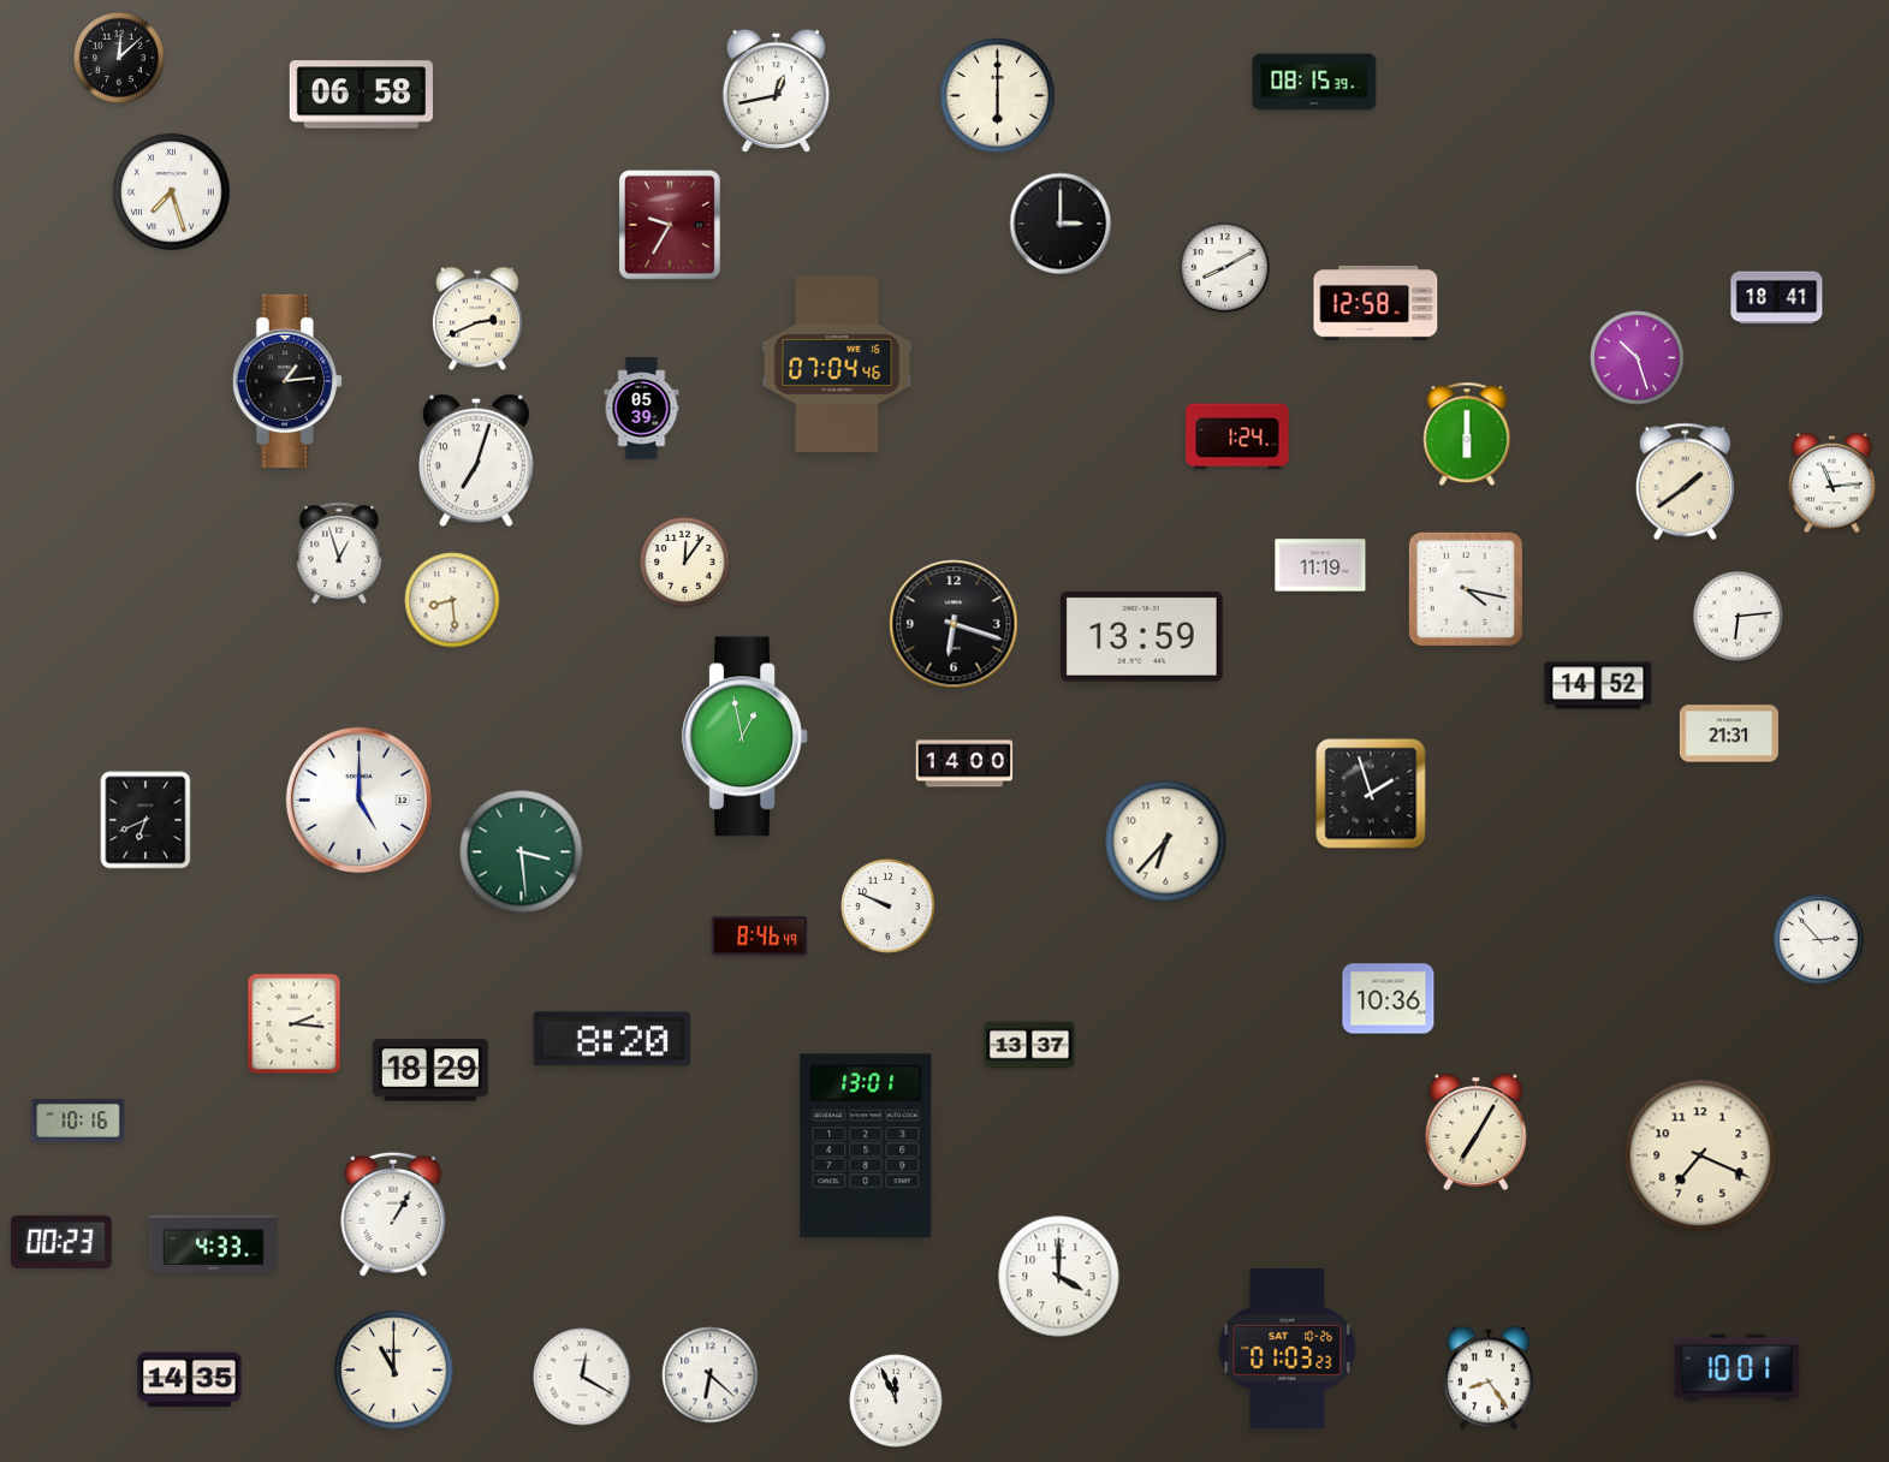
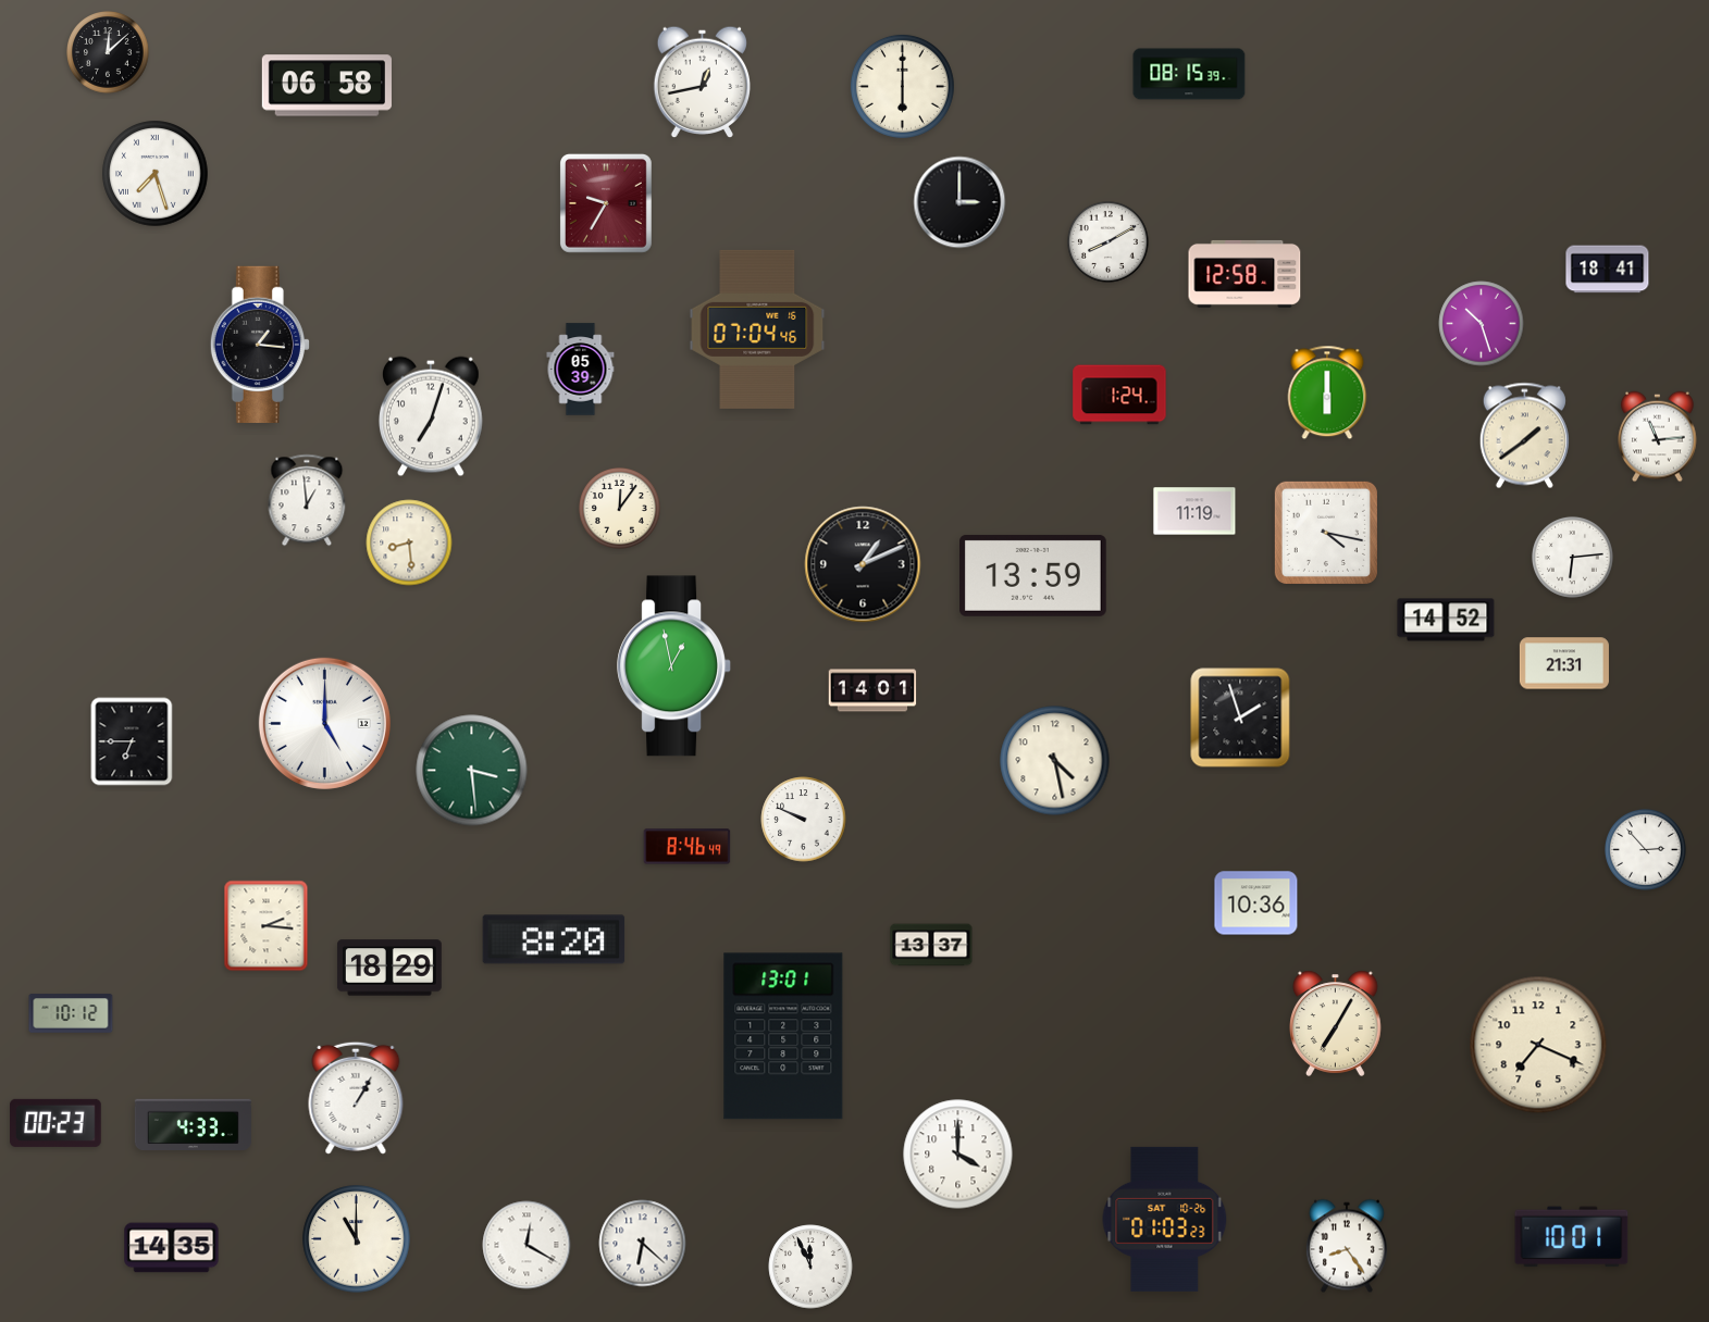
clock at (477, 319): 2:41 -> none
clock at (287, 381): 1:14 -> 1:16
clock at (339, 553): 12:57 -> 12:59
clock at (954, 624): 6:18 -> 1:11
clock at (964, 763): 14:00 -> 14:01
clock at (145, 820): 6:41 -> 6:45
clock at (1166, 842): 6:37 -> 4:28
clock at (78, 1121): 10:16 -> 10:12
